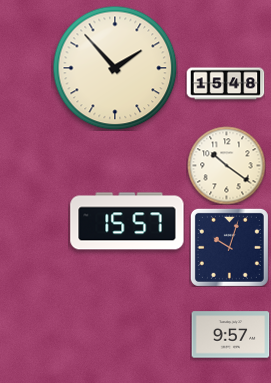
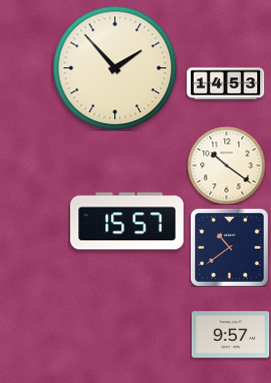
clock at (225, 84): 15:48 -> 14:53
clock at (229, 247): 10:03 -> 10:39
